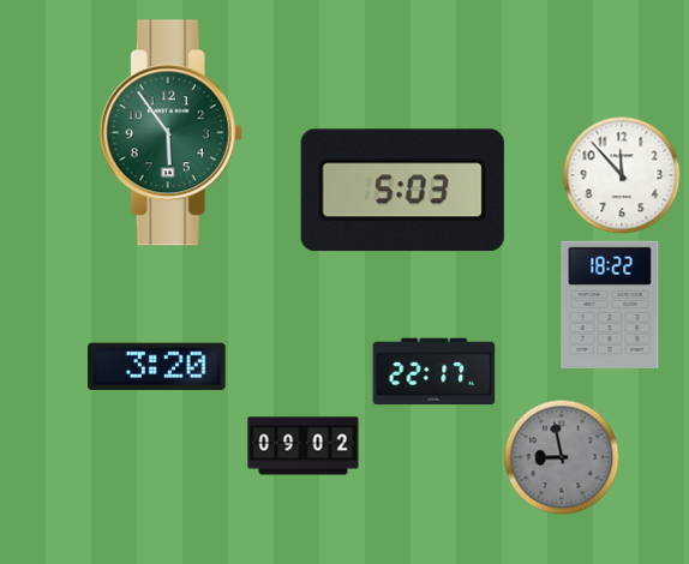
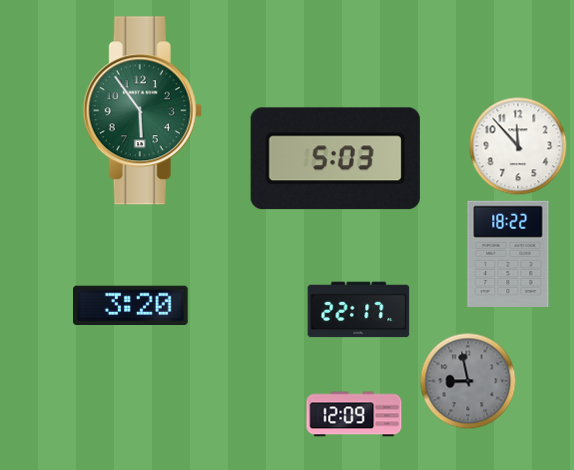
clock at (435, 372) position: (435, 372) -> (359, 310)
clock at (304, 446): 09:02 -> none
clock at (354, 414): none -> 12:09
